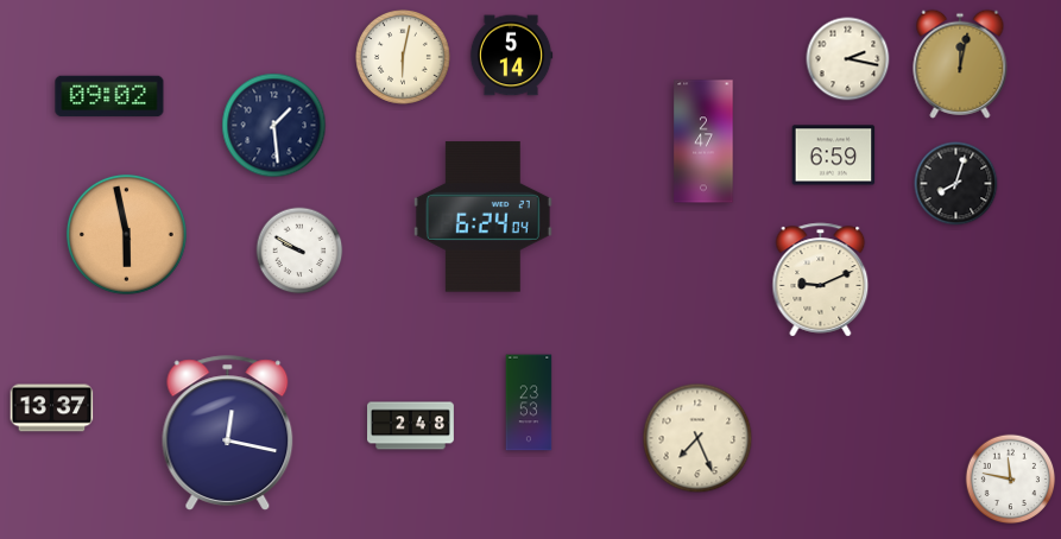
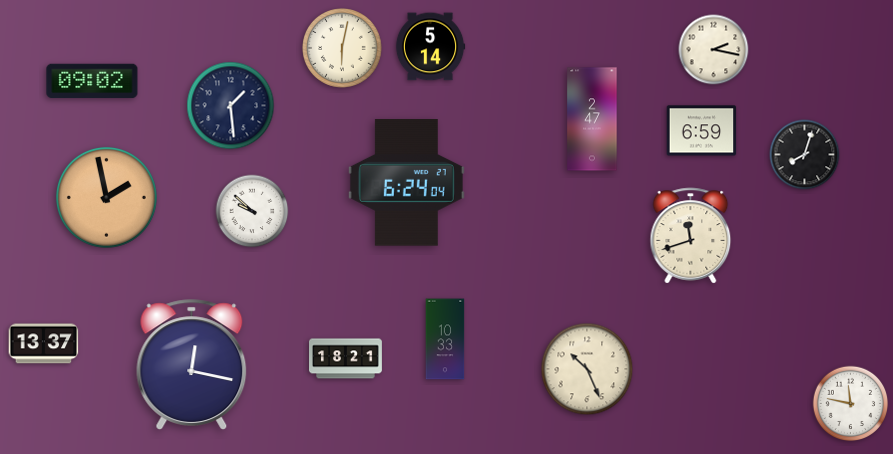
clock at (404, 58) position: (404, 58) -> (343, 49)
clock at (960, 64): 12:02 -> none
clock at (126, 234): 5:58 -> 1:58
clock at (299, 251): 9:50 -> 9:52
clock at (821, 280): 9:11 -> 11:42
clock at (529, 402): 23:53 -> 10:33
clock at (411, 426): 2:48 -> 18:21
clock at (697, 438): 7:26 -> 10:26
